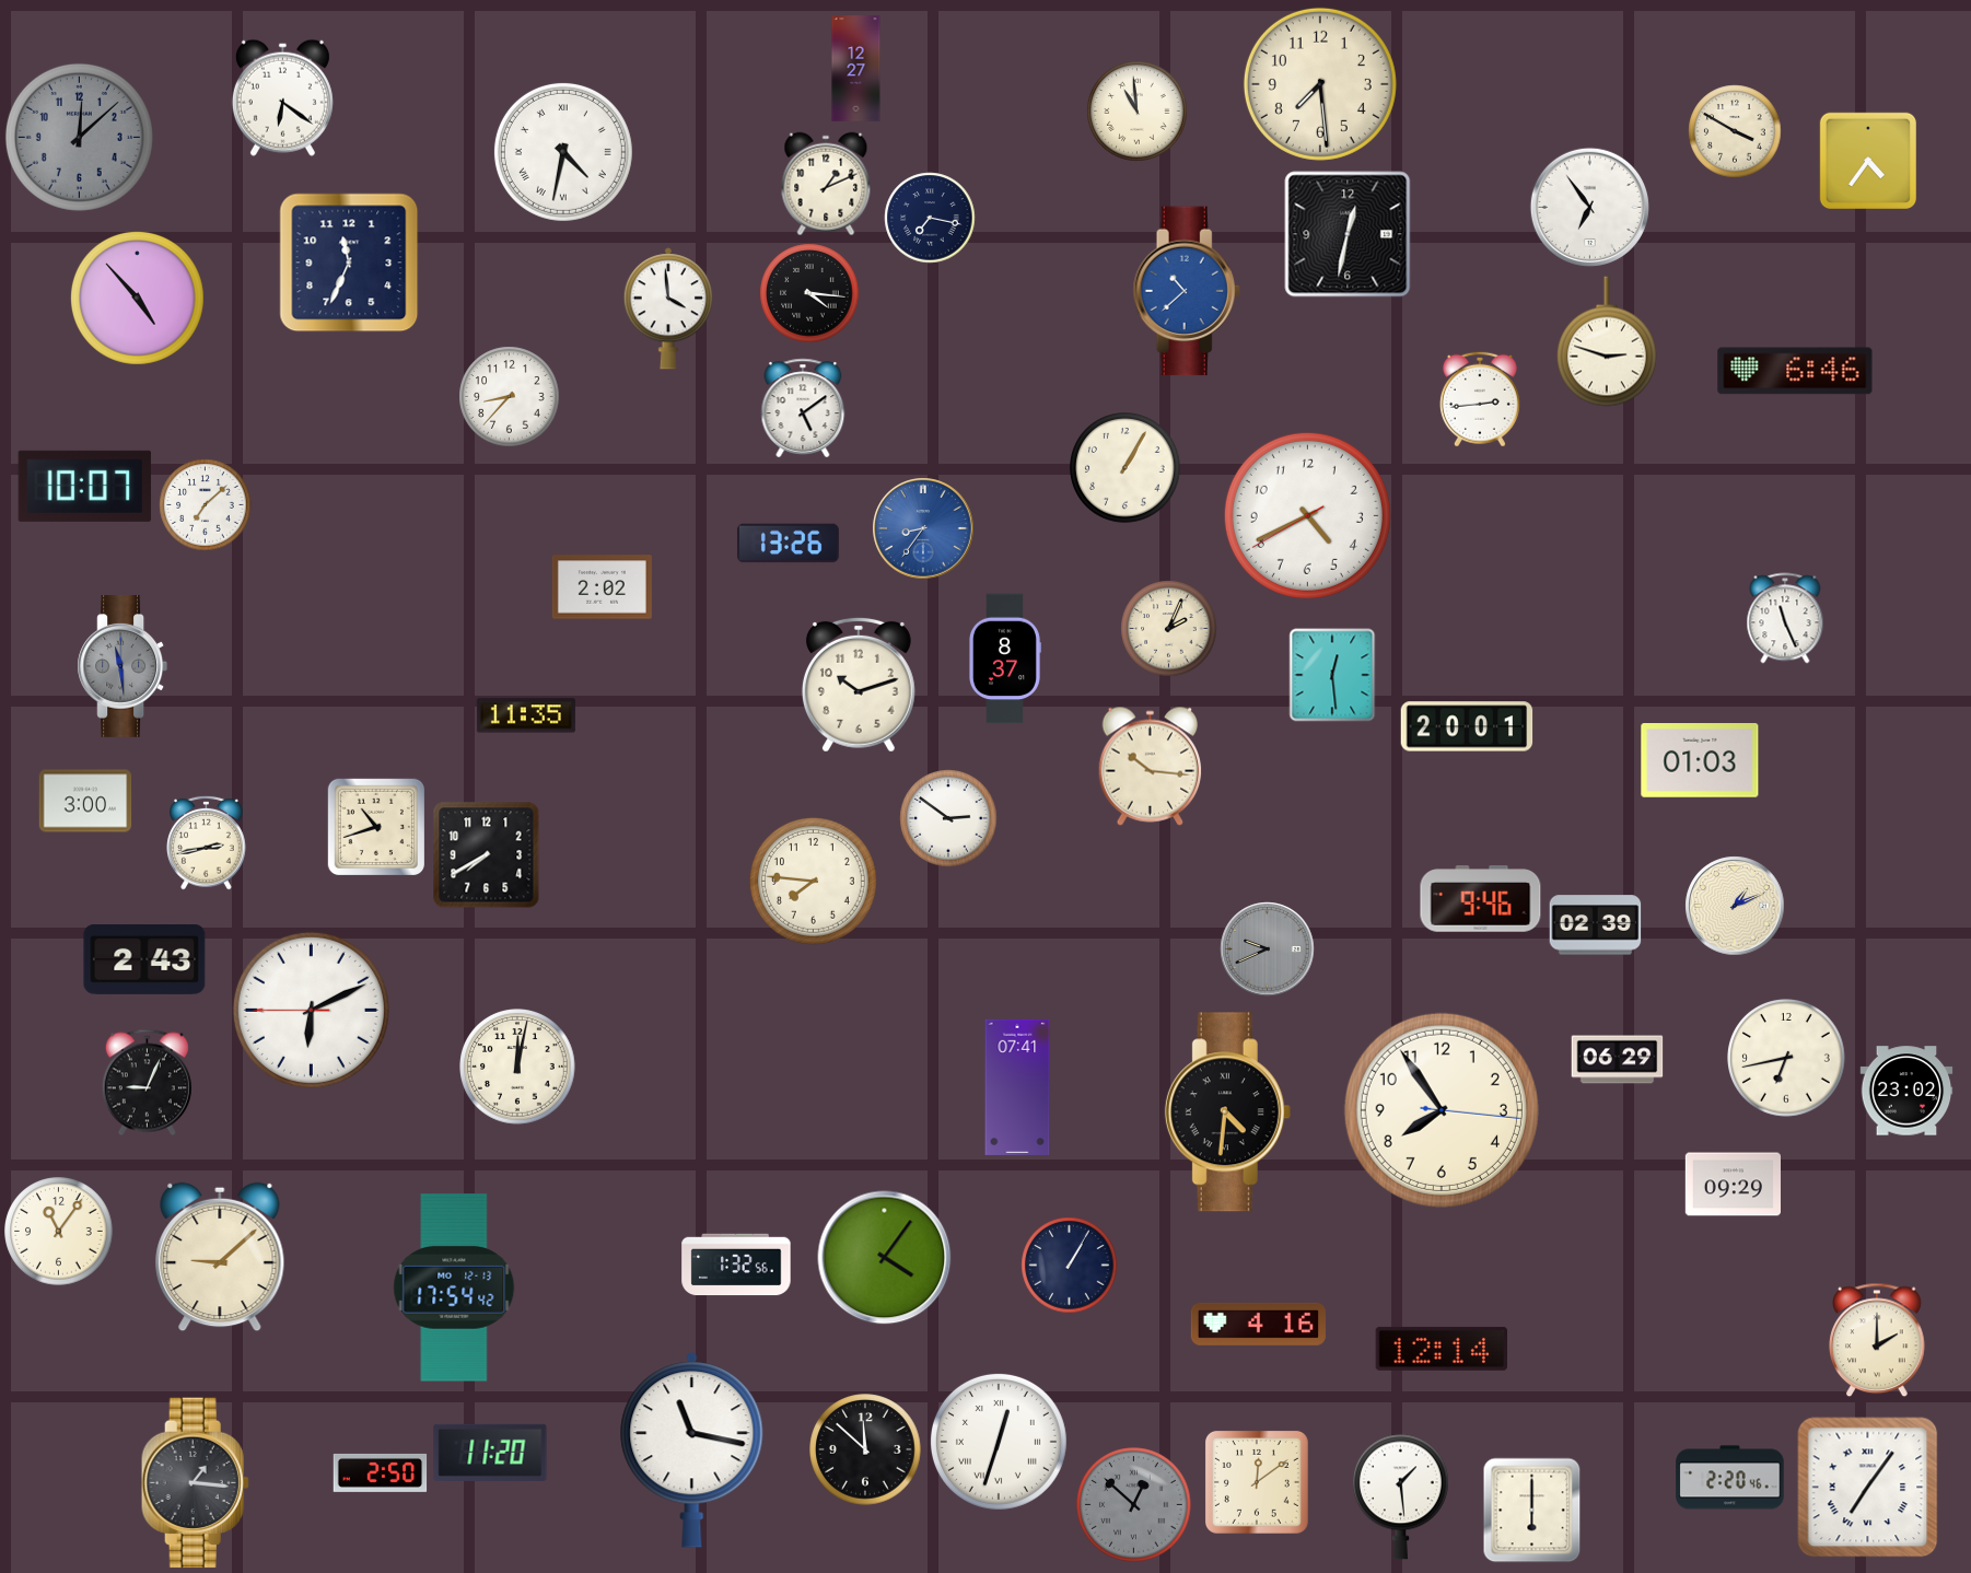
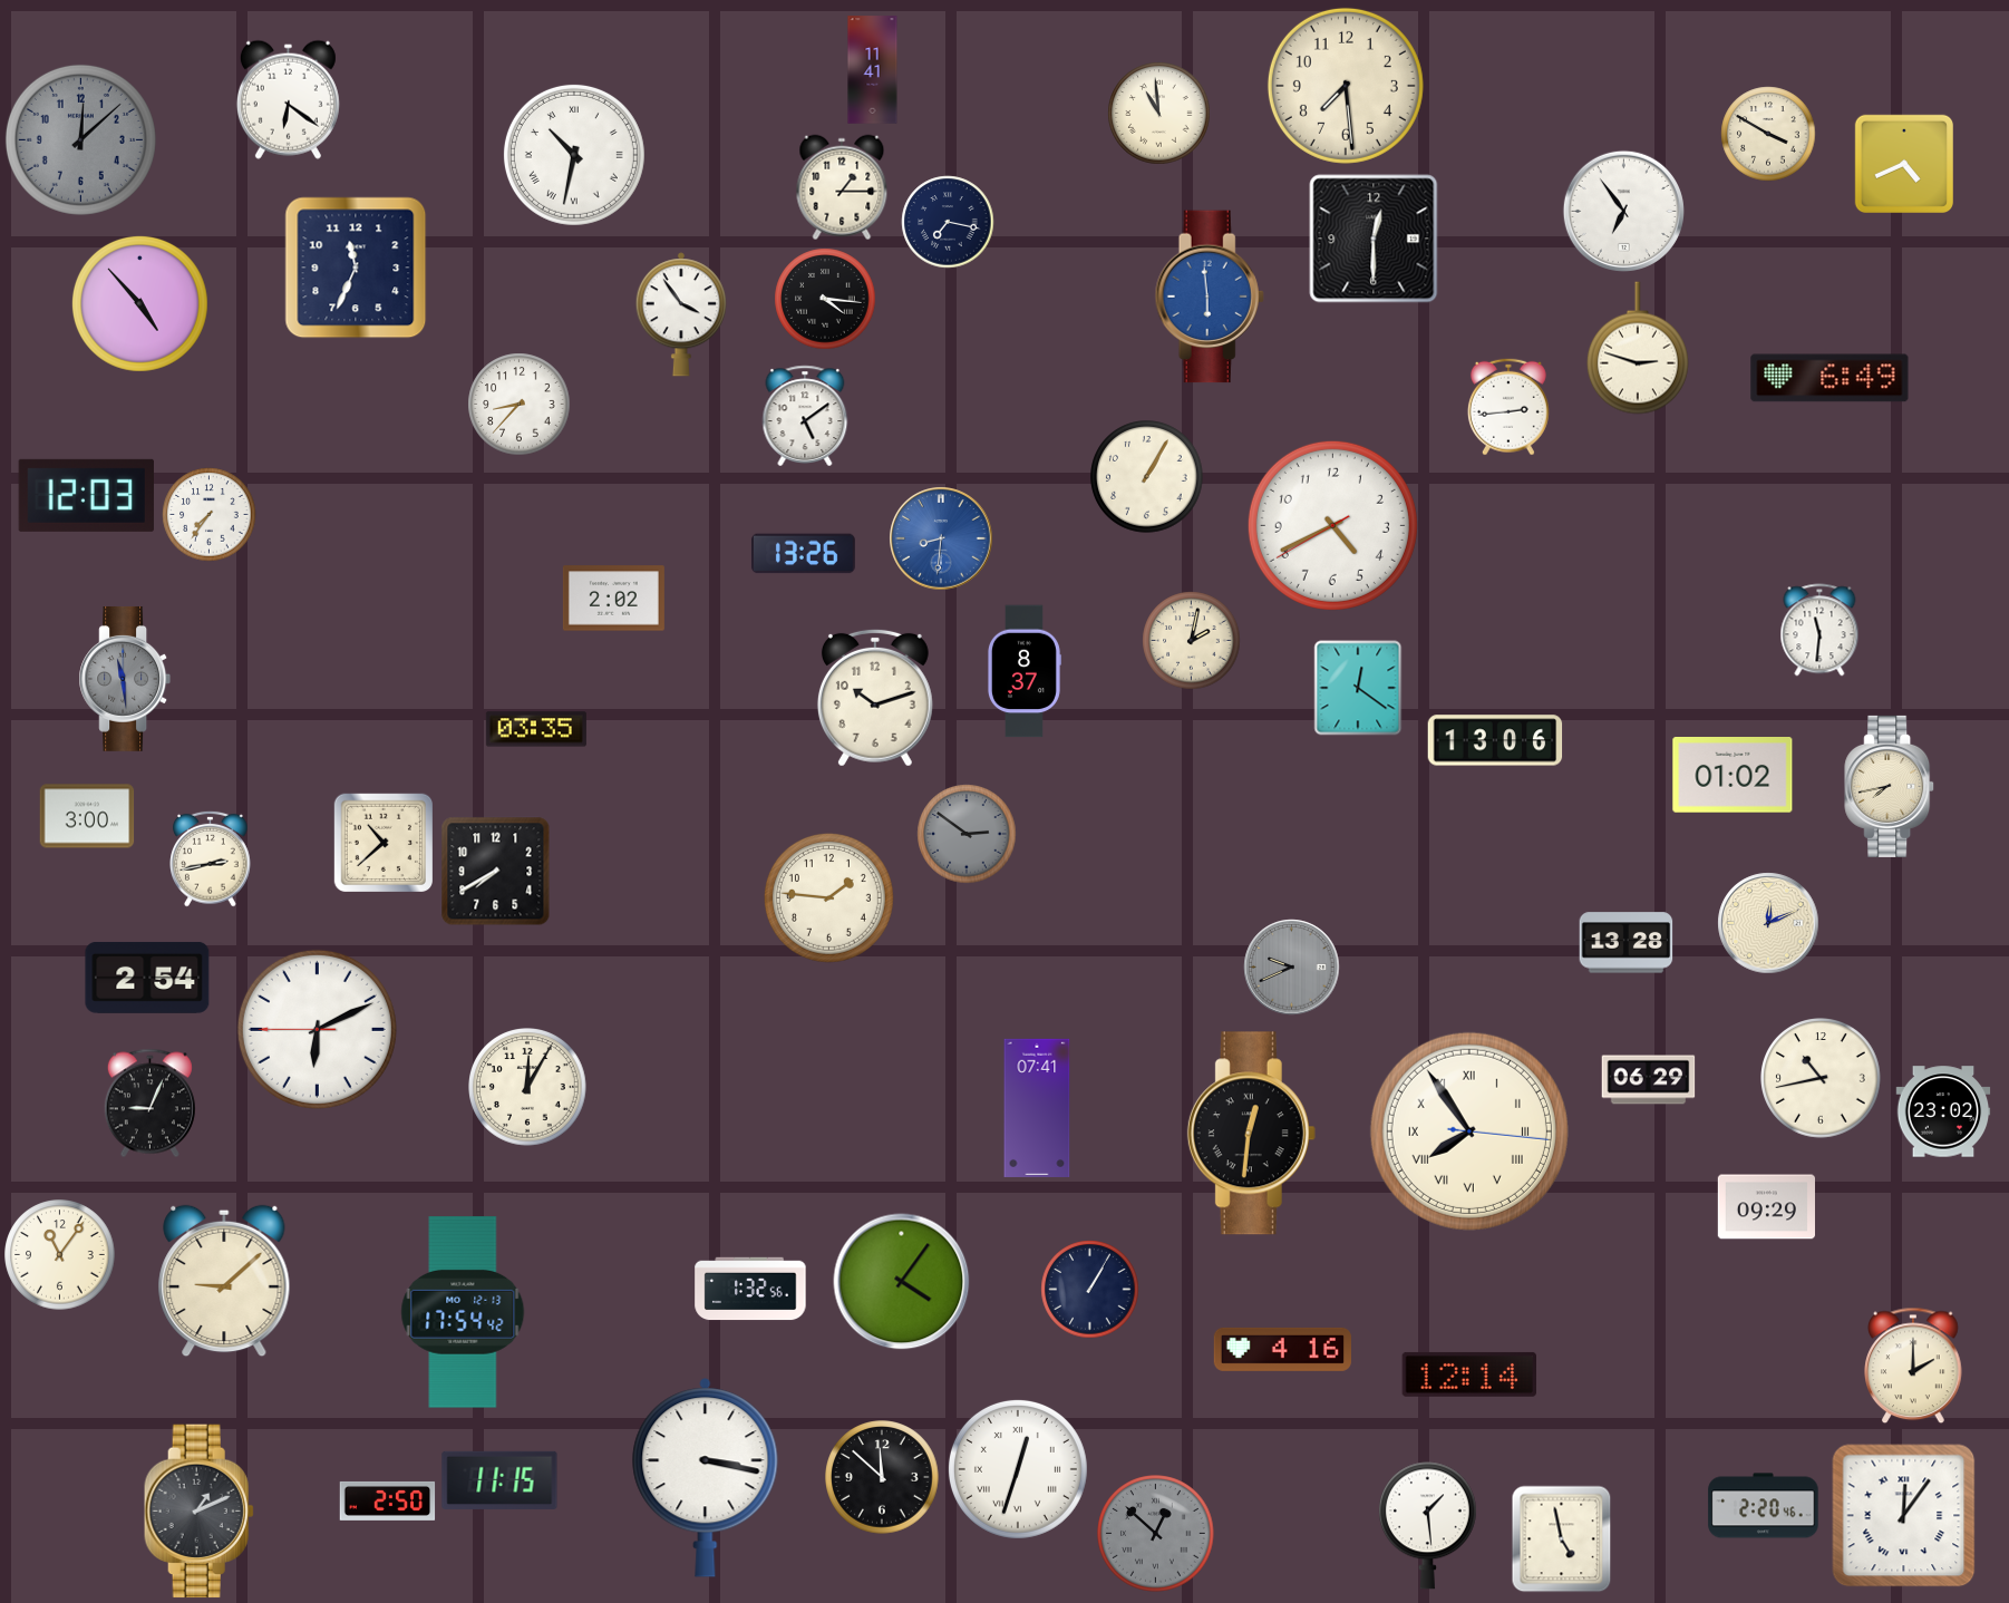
clock at (856, 69): 12:27 -> 11:41
clock at (563, 152): 4:32 -> 10:32
clock at (1867, 160): 4:36 -> 4:41
clock at (826, 184): 1:11 -> 1:15
clock at (1589, 207) position: (1589, 207) -> (1623, 211)
clock at (1348, 234): 12:32 -> 12:30
clock at (1187, 291): 10:38 -> 5:59
clock at (668, 308): 3:59 -> 3:54
clock at (1795, 371): 6:46 -> 6:49
clock at (803, 407) position: (803, 407) -> (805, 415)
clock at (84, 486): 10:07 -> 12:03
clock at (206, 505): 7:08 -> 7:36
clock at (923, 528): 8:36 -> 8:31
clock at (1785, 618): 11:26 -> 11:31
clock at (1169, 629): 2:04 -> 2:02
clock at (1332, 675): 12:29 -> 12:21
clock at (526, 715): 11:35 -> 03:35
clock at (1467, 726): 20:01 -> 13:06
clock at (1700, 760): 01:03 -> 01:02
clock at (1151, 766): 10:16 -> none
clock at (1890, 786): none -> 7:43
clock at (948, 818) dial: white -> grey
clock at (375, 826): 10:42 -> 10:38
clock at (813, 881): 7:46 -> 1:46
clock at (1481, 899): 9:46 -> none
clock at (1735, 906): 1:11 -> 12:11
clock at (1596, 925): 02:39 -> 13:28
clock at (144, 959): 2:43 -> 2:54
clock at (1787, 1059): 6:43 -> 10:43
clock at (517, 1067): 12:02 -> 12:05
clock at (1442, 1110) numerals: Arabic -> Roman
clock at (1227, 1112): 4:31 -> 12:31
clock at (692, 1450): 11:17 -> 3:17
clock at (490, 1453): 11:20 -> 11:15
clock at (1257, 1482): 12:09 -> none
clock at (195, 1483): 1:16 -> 1:11
clock at (1868, 1488): 7:06 -> 12:06
clock at (1532, 1511): 6:00 -> 4:58
